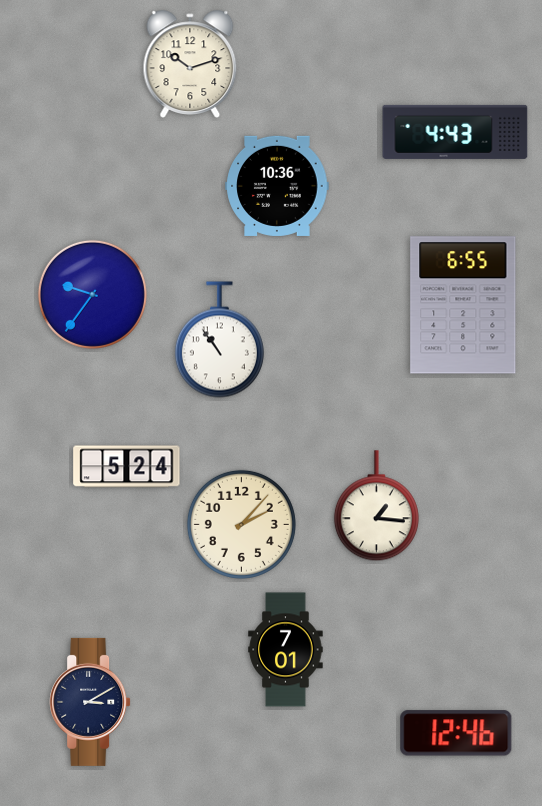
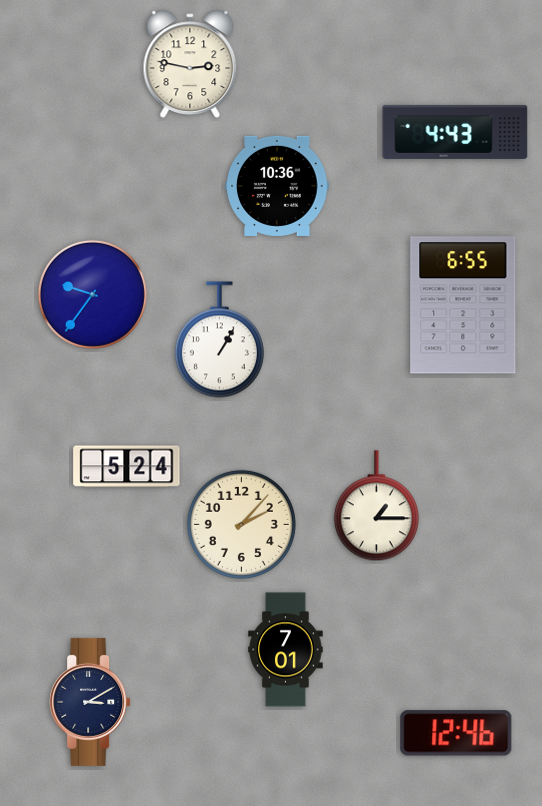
clock at (190, 64): 10:12 -> 2:47
clock at (219, 340): 10:54 -> 1:05
clock at (376, 506): 1:16 -> 1:15
